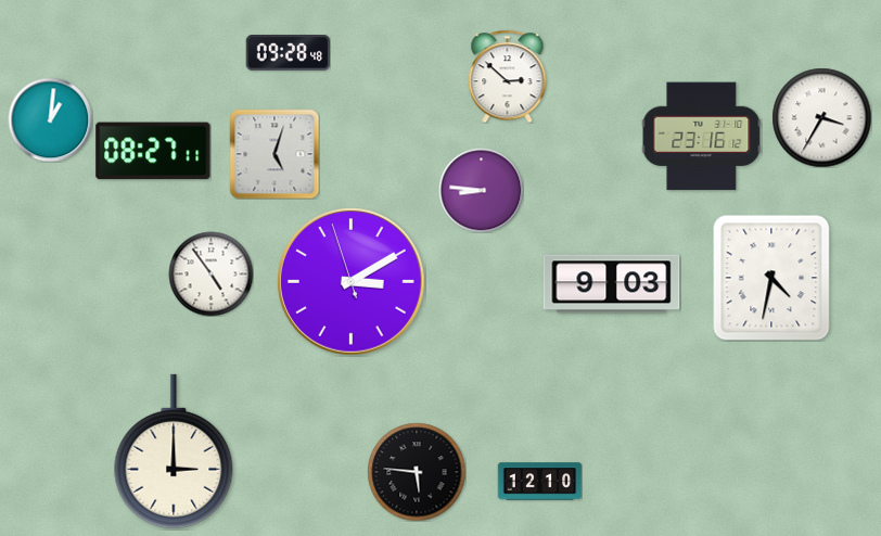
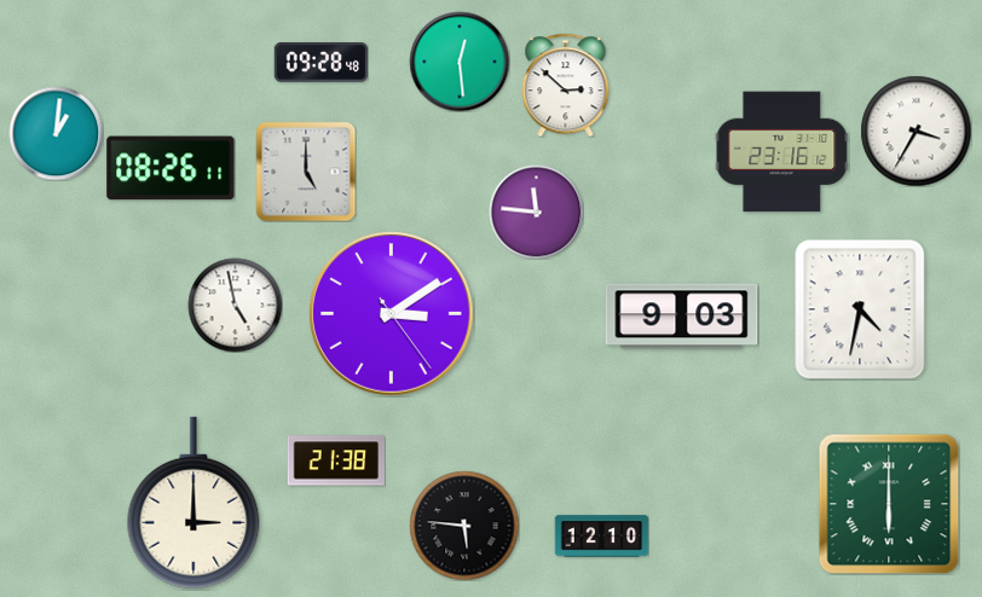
clock at (288, 53) position: (288, 53) -> (320, 63)
clock at (460, 62): none -> 12:29
clock at (153, 151): 08:27 -> 08:26
clock at (274, 154): 5:03 -> 5:00
clock at (481, 190): 8:46 -> 11:46
clock at (210, 273): 4:54 -> 4:58
clock at (352, 282): 3:09:57 -> 3:09:24
clock at (336, 460): none -> 21:38
clock at (889, 504): none -> 6:00
